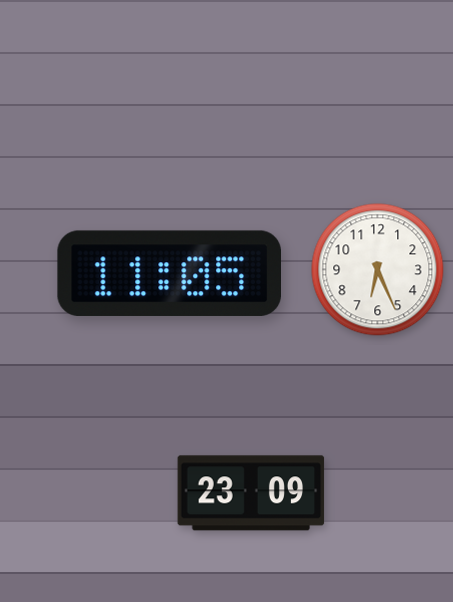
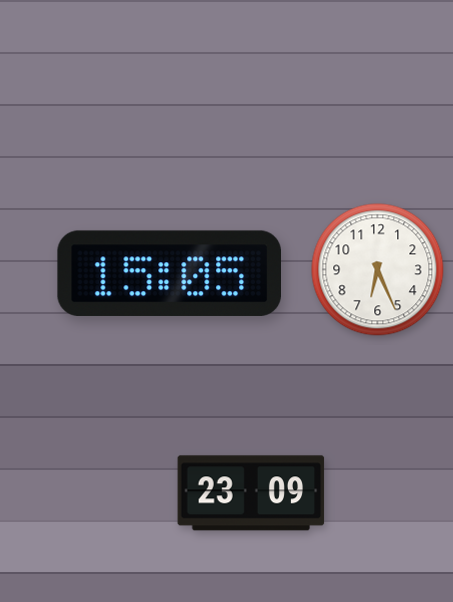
clock at (169, 273): 11:05 -> 15:05
